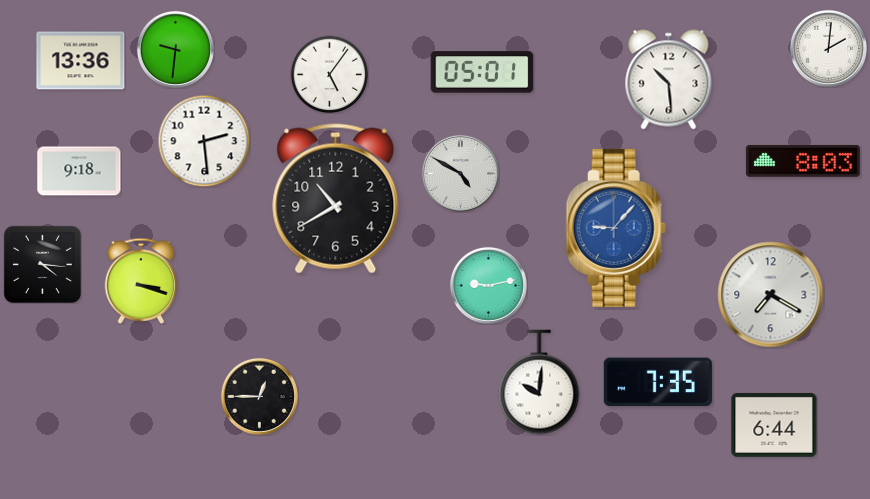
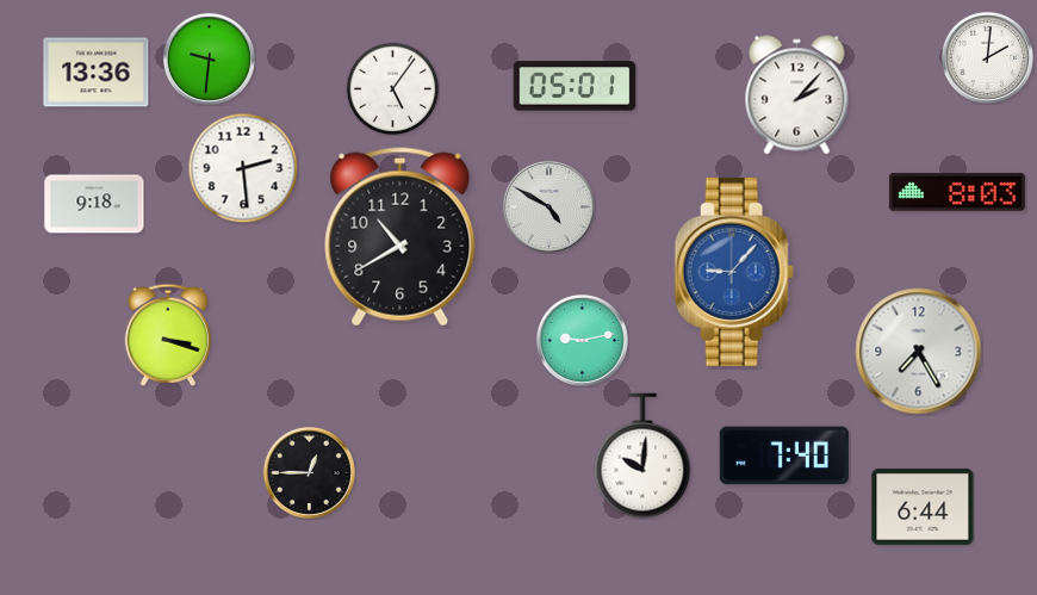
clock at (669, 80): 10:29 -> 2:07
clock at (42, 264): 4:16 -> none
clock at (771, 295): 7:20 -> 7:25
clock at (658, 382): 7:35 -> 7:40
